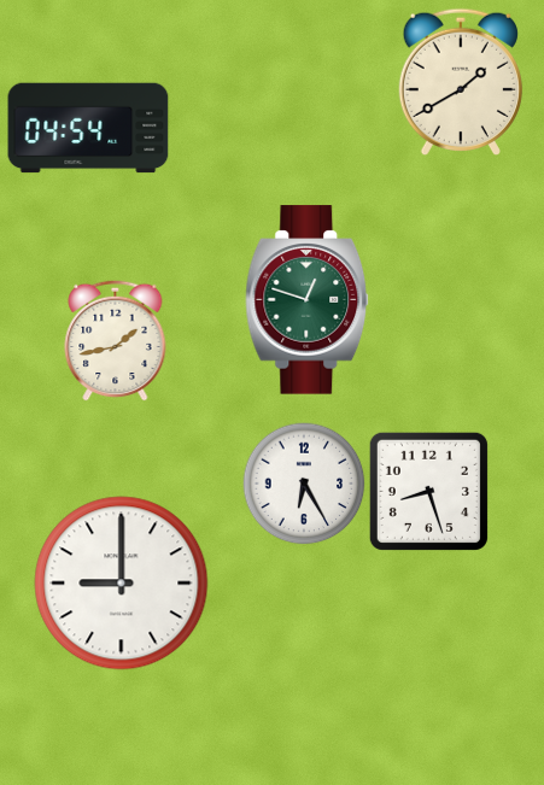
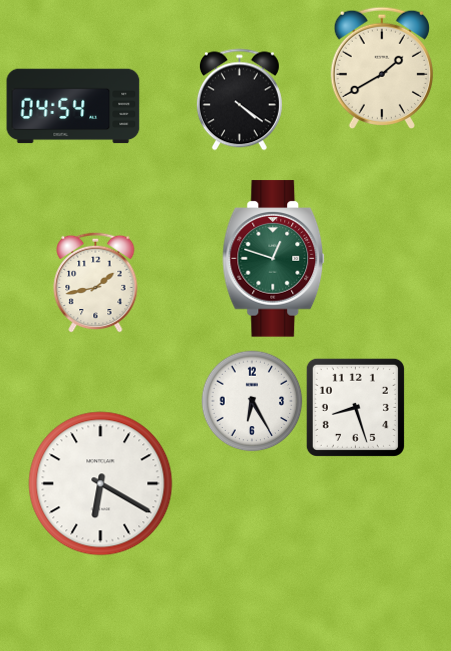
clock at (239, 100): none -> 4:21
clock at (308, 300) position: (308, 300) -> (274, 259)
clock at (122, 584): 9:00 -> 6:20
